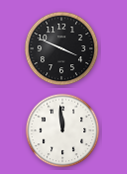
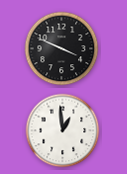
clock at (63, 131): 11:59 -> 12:59
